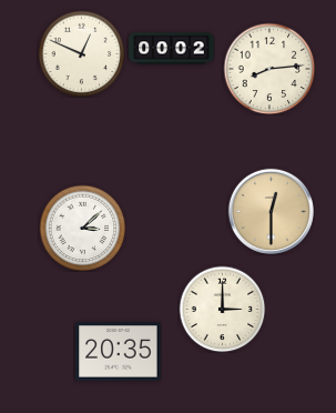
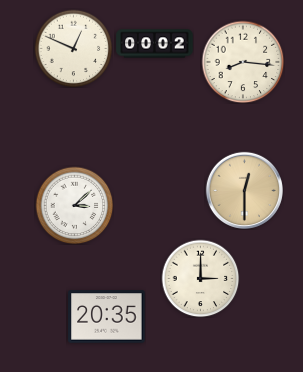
clock at (269, 69): 8:14 -> 8:16
